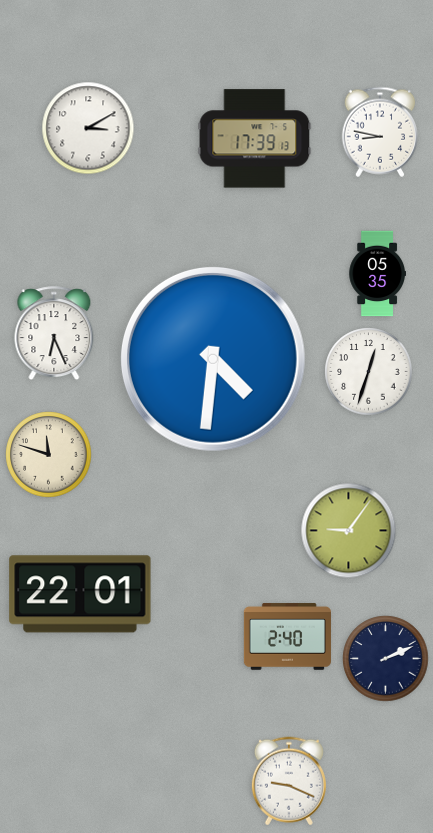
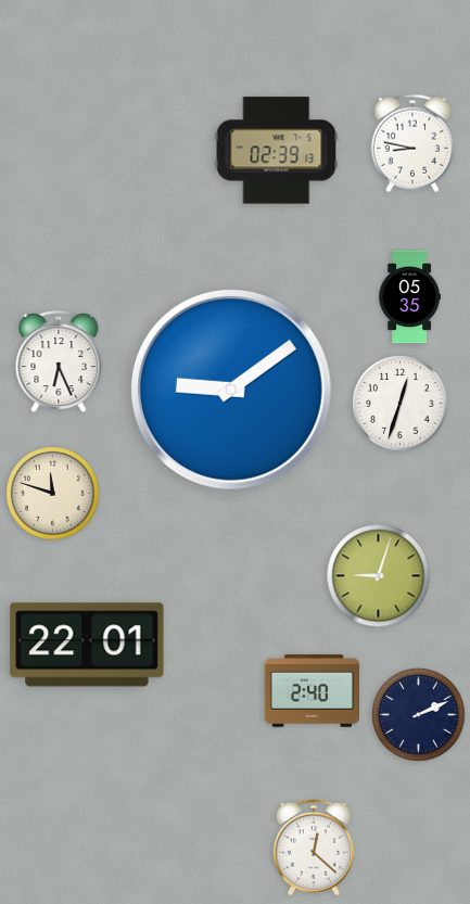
clock at (88, 128): 3:10 -> none
clock at (255, 139): 17:39 -> 02:39
clock at (213, 359): 4:31 -> 9:09
clock at (349, 531): 9:06 -> 9:03
clock at (289, 781): 9:19 -> 12:22
